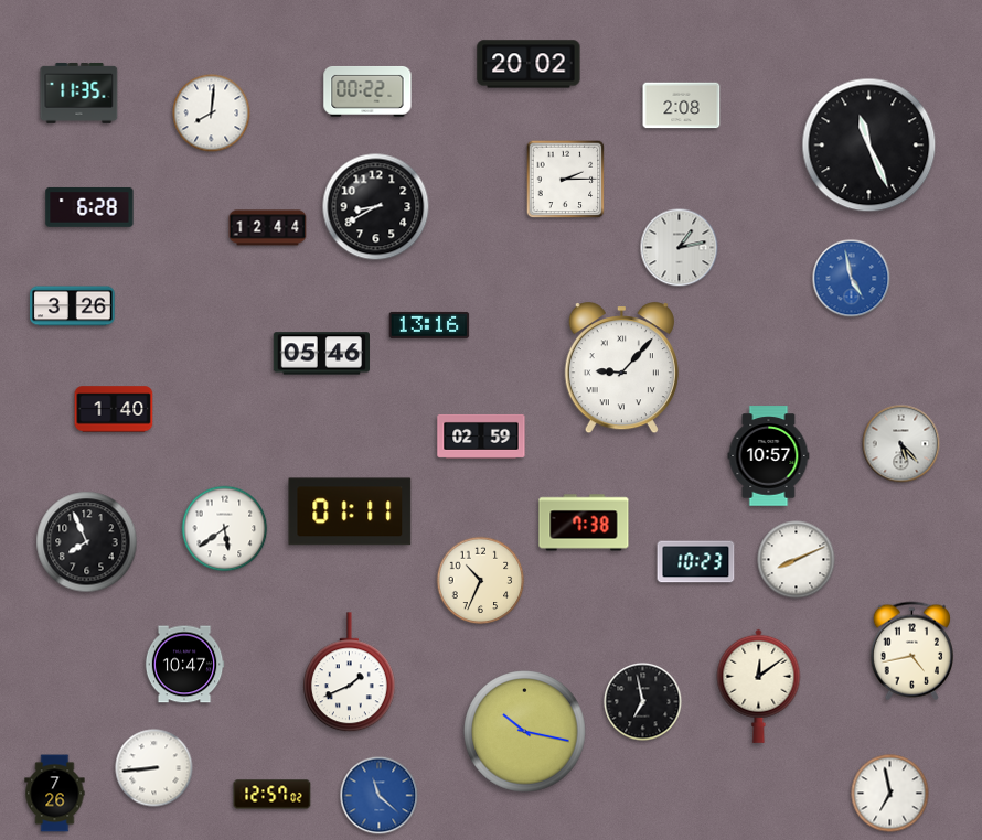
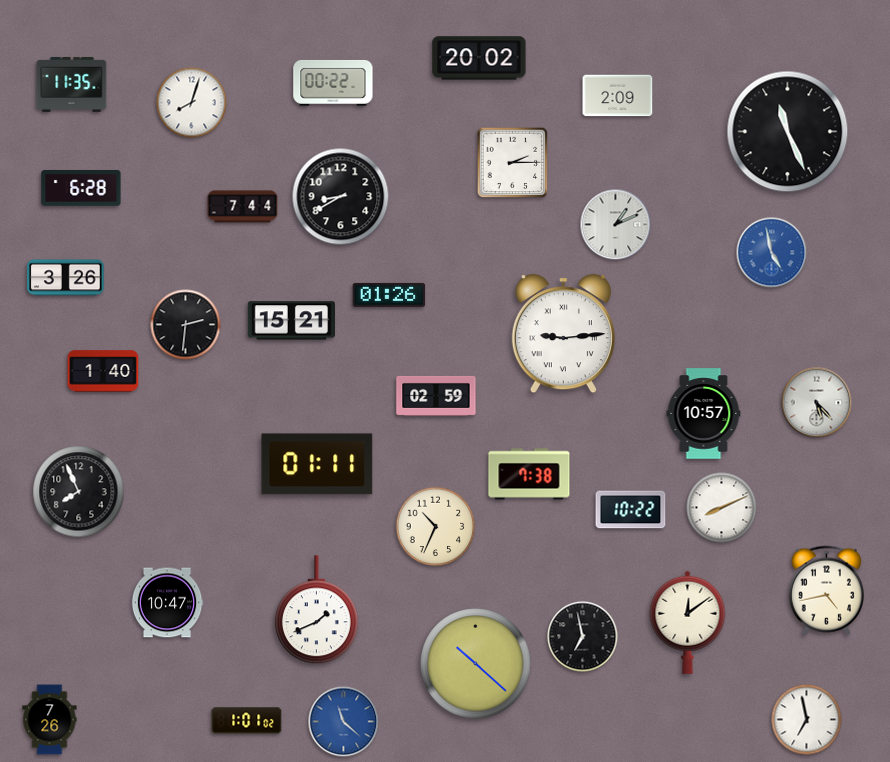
clock at (682, 106): 2:08 -> 2:09
clock at (212, 114): 8:01 -> 8:03
clock at (376, 207) position: (376, 207) -> (341, 197)
clock at (268, 228): 12:44 -> 7:44
clock at (680, 248): 1:13 -> 1:11
clock at (429, 325): 13:16 -> 01:26
clock at (321, 354): 05:46 -> 15:21
clock at (186, 325): none -> 2:31
clock at (621, 368): 9:07 -> 9:14
clock at (769, 456) position: (769, 456) -> (704, 414)
clock at (225, 529): 5:39 -> none
clock at (696, 562): 10:23 -> 10:22
clock at (525, 732): 10:17 -> 10:22
clock at (154, 768): 8:44 -> none
clock at (273, 795): 12:57 -> 1:01
